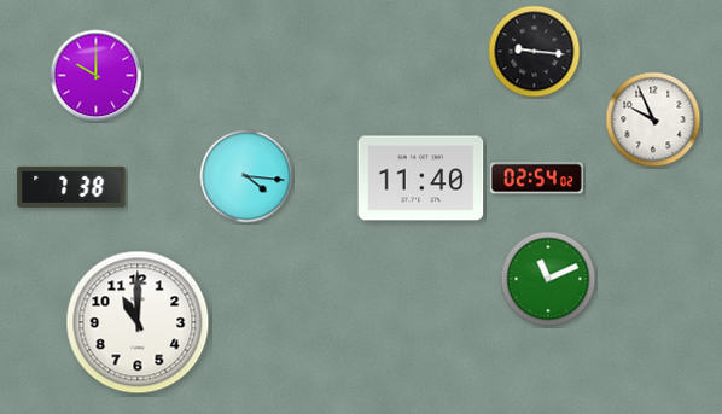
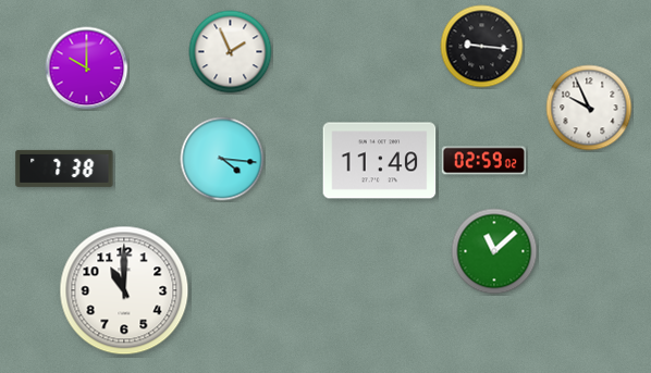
clock at (231, 52): none -> 1:56
clock at (536, 179): 02:54 -> 02:59
clock at (548, 279): 11:11 -> 11:08
